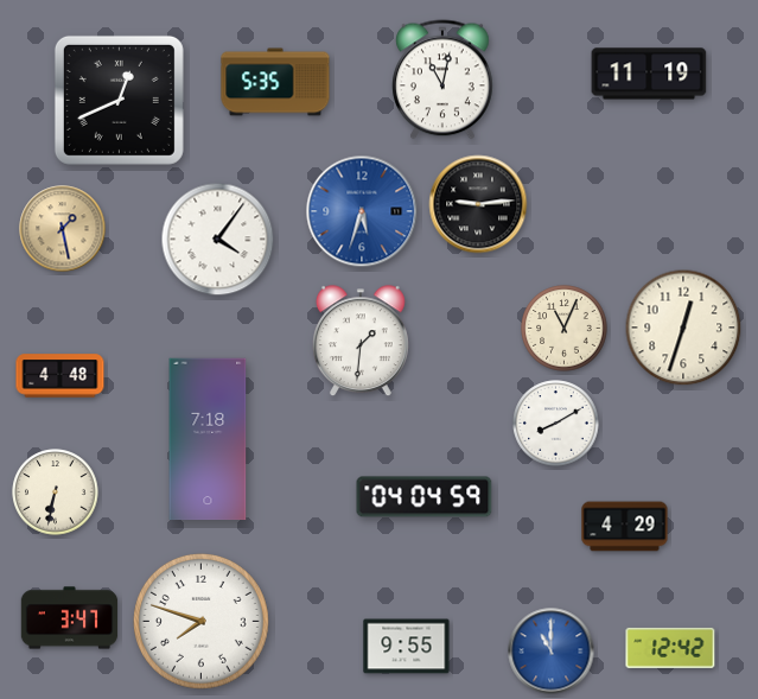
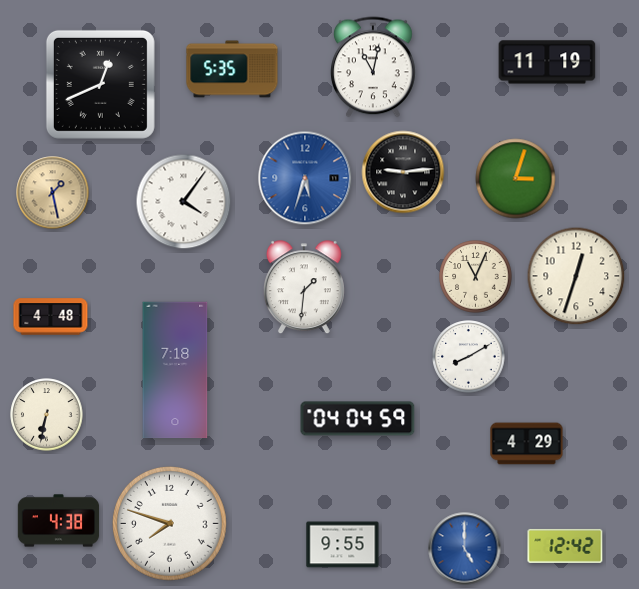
clock at (516, 179): none -> 3:03
clock at (70, 618): 3:47 -> 4:38
clock at (552, 652): 11:00 -> 5:00
